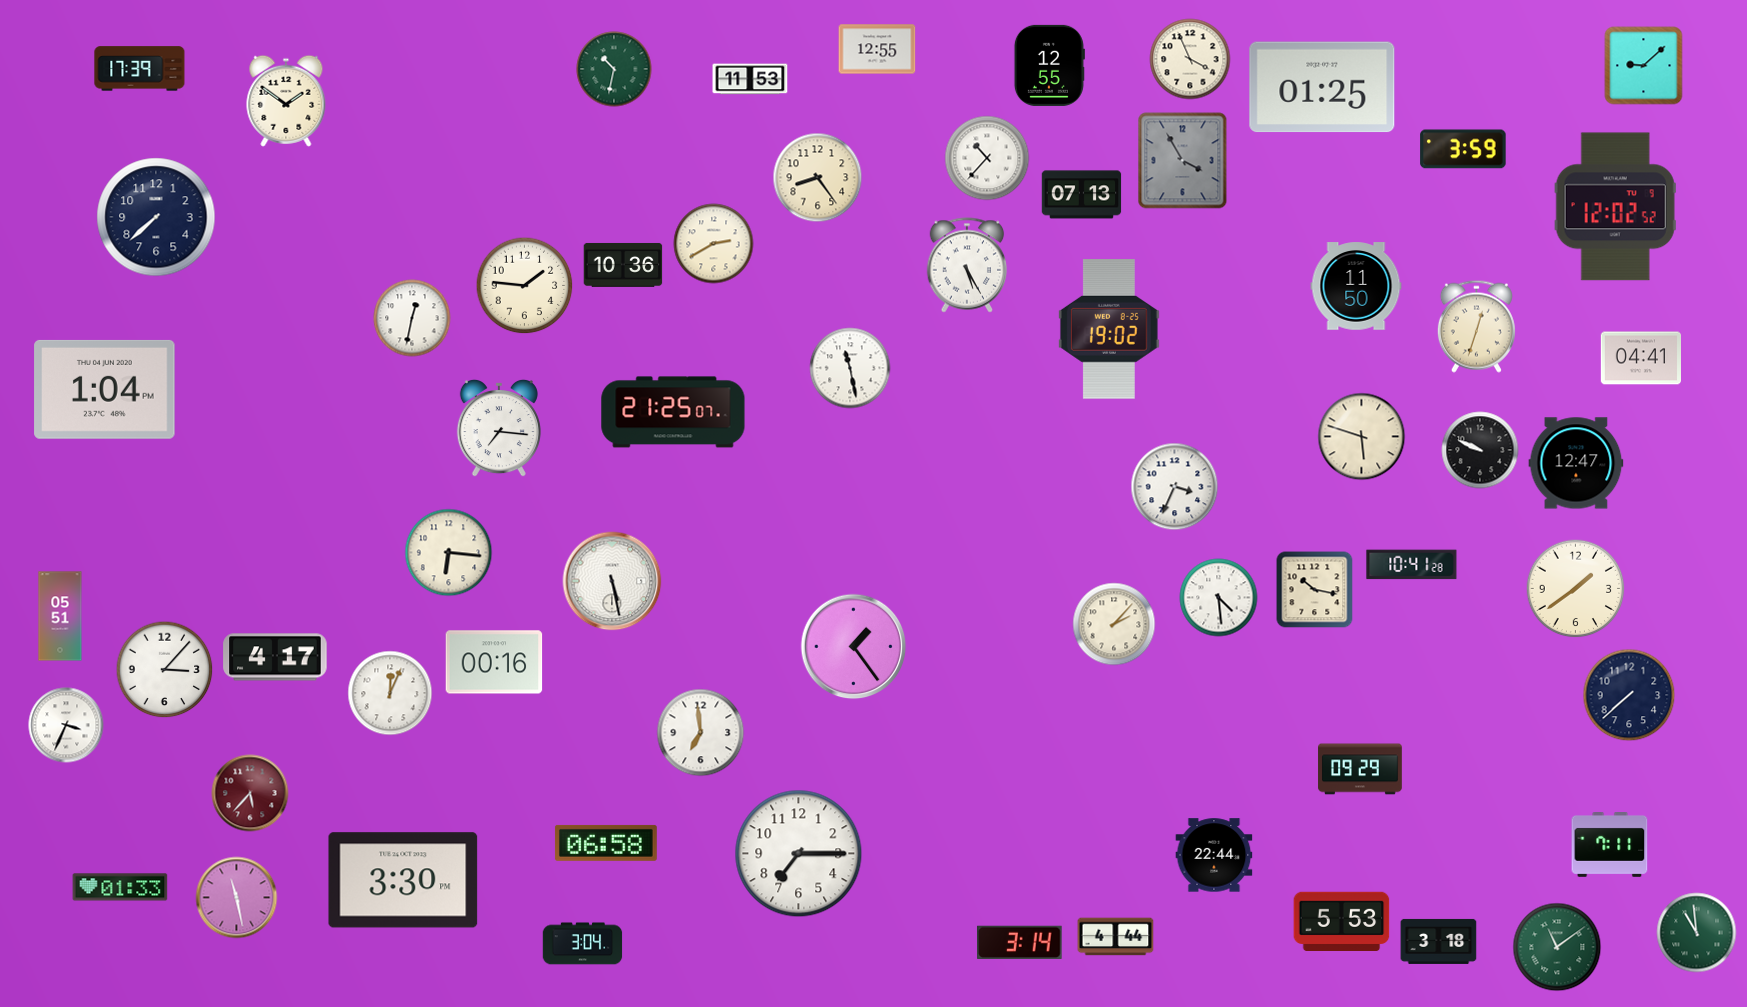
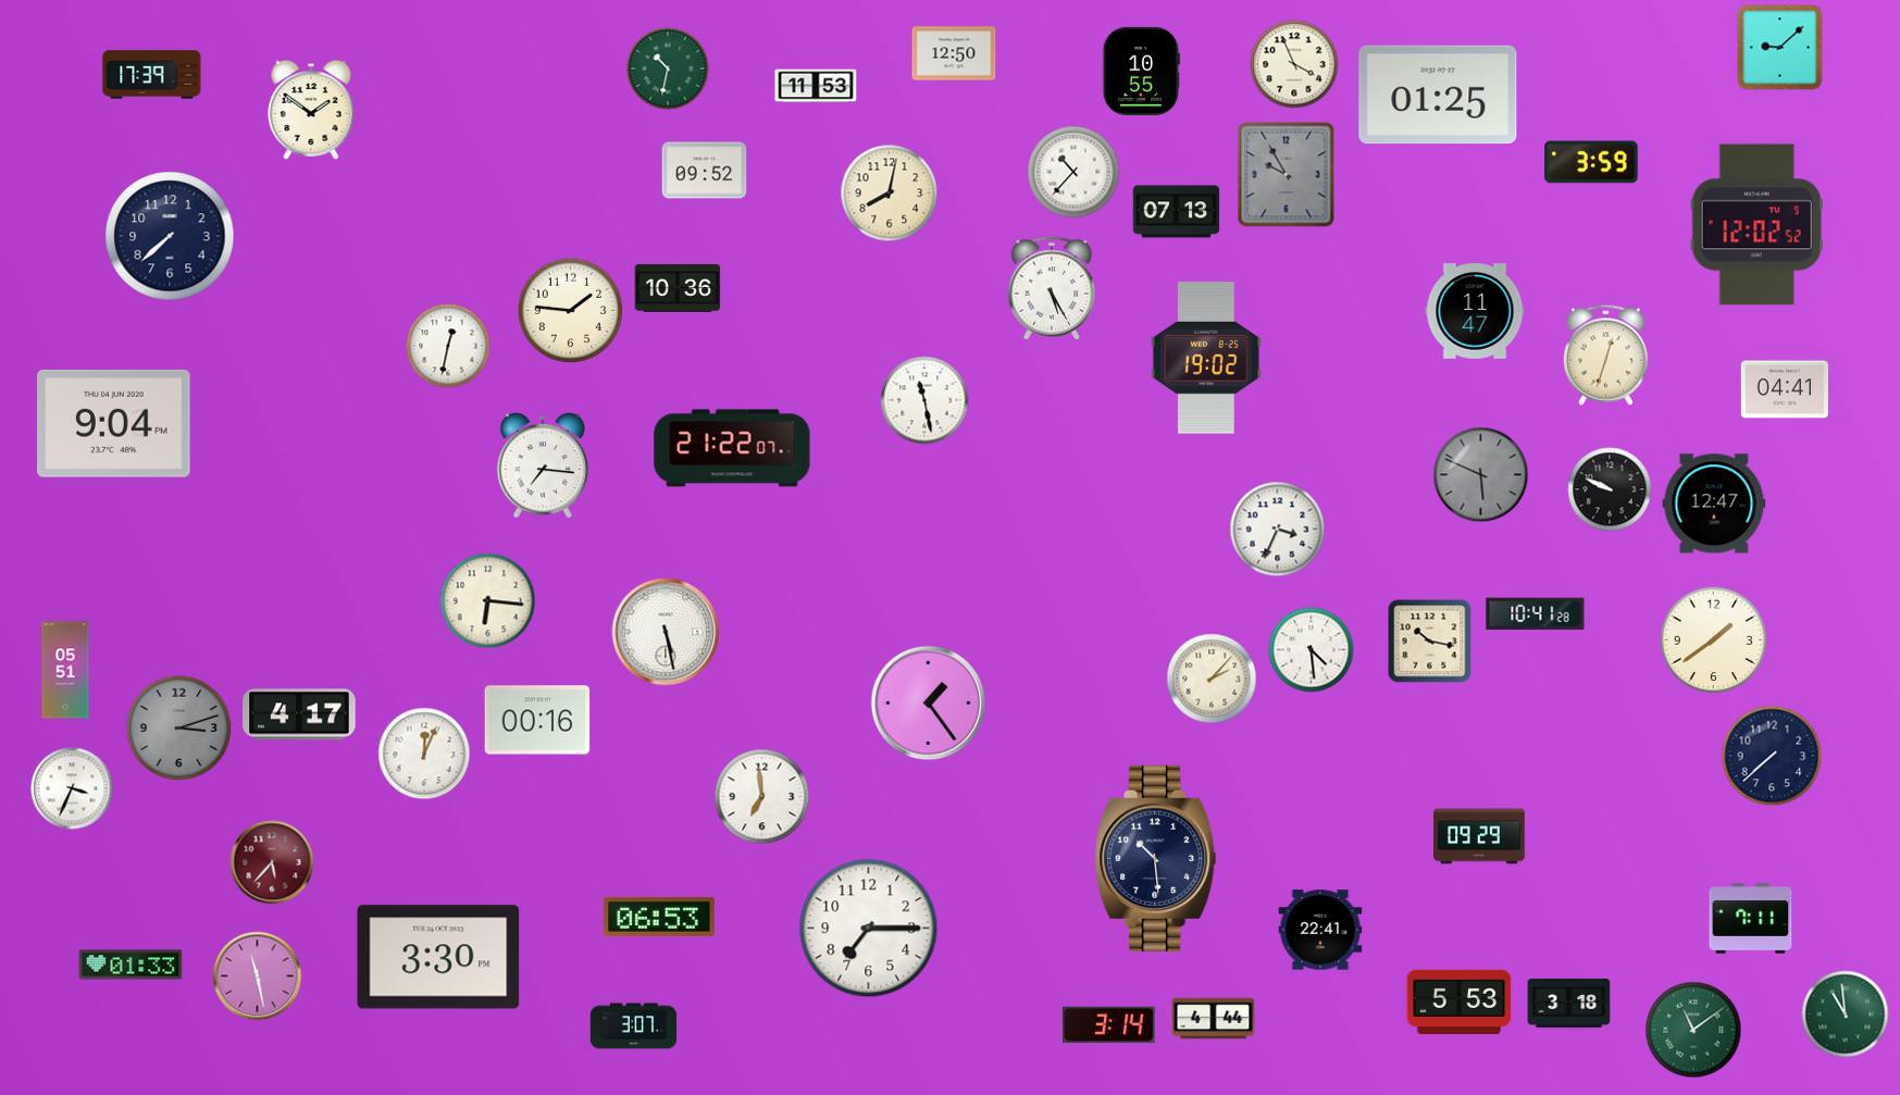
clock at (877, 49): 12:55 -> 12:50
clock at (1049, 65): 12:55 -> 10:55
clock at (1644, 66) position: (1644, 66) -> (1780, 48)
clock at (614, 69) position: (614, 69) -> (668, 69)
clock at (705, 171): none -> 09:52
clock at (1183, 161): 3:55 -> 9:55
clock at (818, 178): 8:24 -> 8:02
clock at (714, 244): 2:40 -> none
clock at (1356, 286): 11:50 -> 11:47
clock at (105, 389): 1:04 -> 9:04
clock at (673, 412): 21:25 -> 21:22
clock at (1362, 437): 5:48 -> 5:49
clock at (1362, 437) dial: cream -> grey
clock at (1219, 598) position: (1219, 598) -> (1312, 650)
clock at (165, 670): 3:07 -> 3:12
clock at (165, 670) dial: white -> grey
clock at (1156, 858): none -> 10:29
clock at (606, 843): 06:58 -> 06:53
clock at (1214, 855): 22:44 -> 22:41
clock at (1439, 941) position: (1439, 941) -> (1569, 1003)
clock at (583, 944): 3:04 -> 3:07
